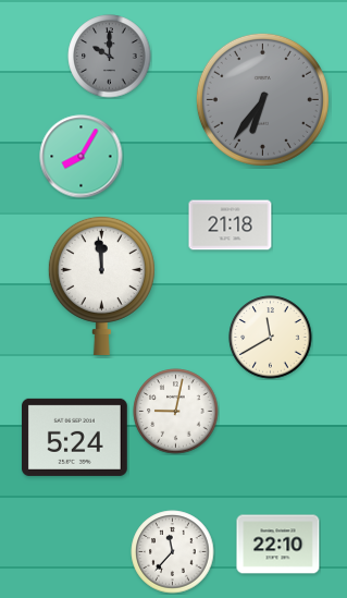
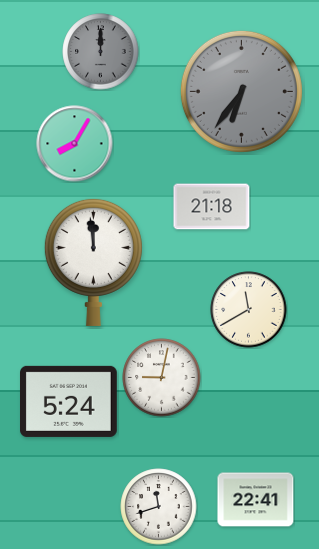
clock at (110, 57): 10:00 -> 12:00
clock at (278, 545): 22:10 -> 22:41
clock at (173, 552): 11:37 -> 11:42
